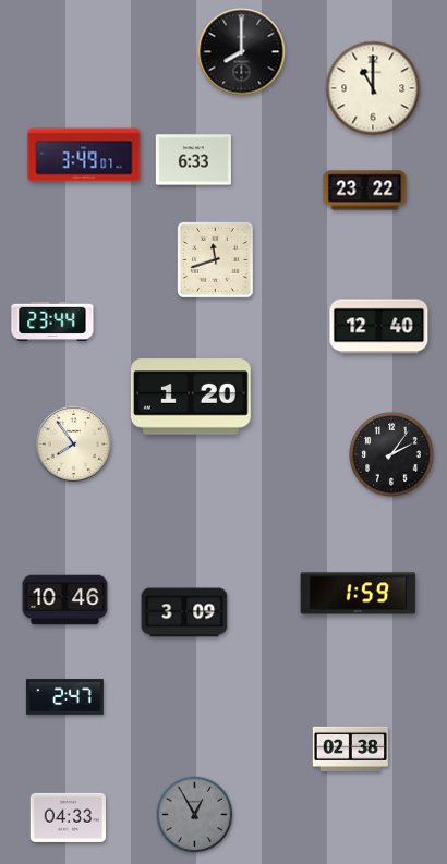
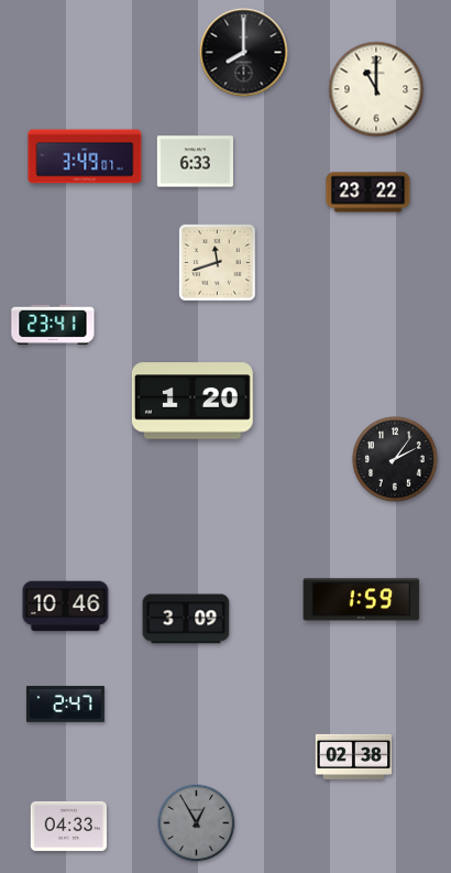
clock at (52, 321): 23:44 -> 23:41
clock at (379, 327): 12:40 -> none
clock at (73, 443): 7:54 -> none
